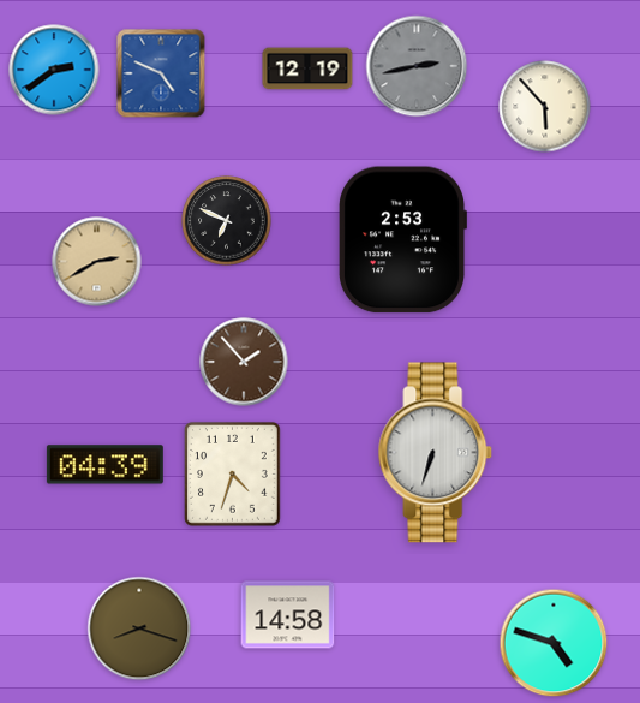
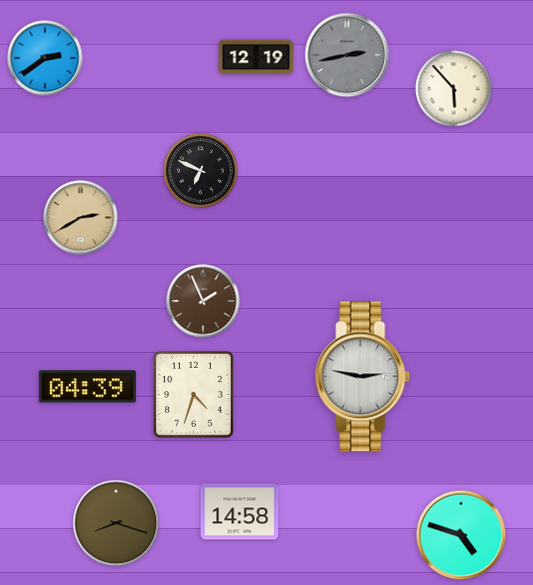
clock at (161, 73): 4:49 -> none
clock at (227, 221) position: (227, 221) -> (201, 171)
clock at (402, 240): 2:53 -> none
clock at (244, 362): 1:53 -> 1:56
clock at (436, 453): 6:33 -> 2:47
